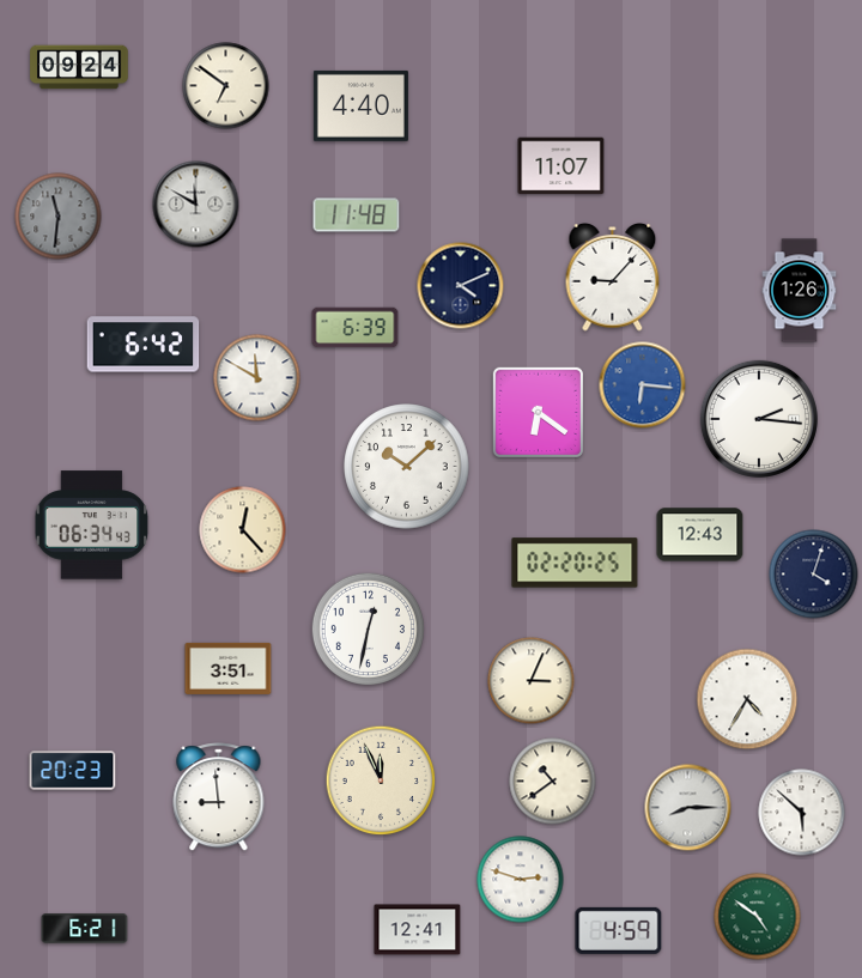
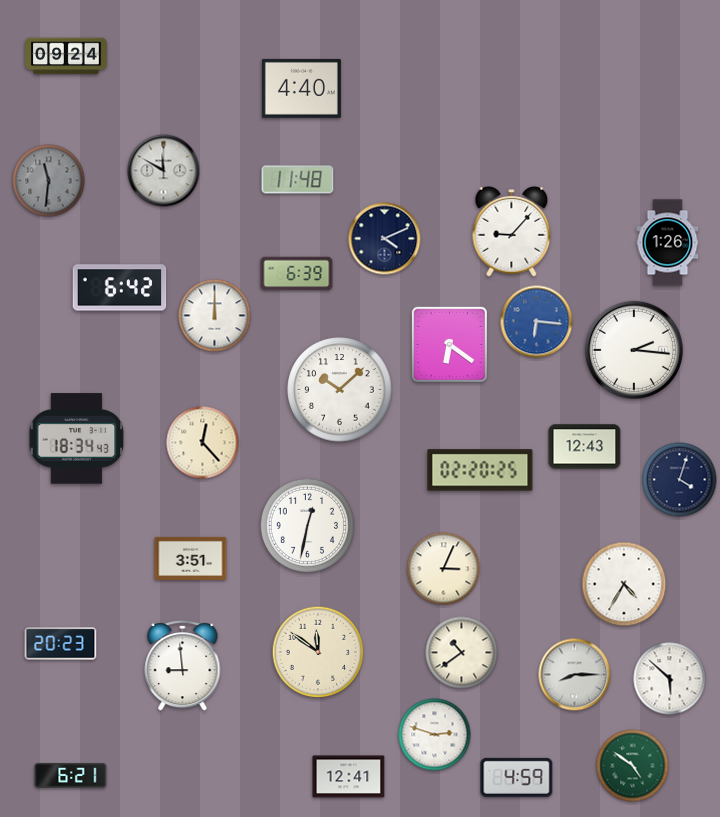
clock at (226, 86): 6:51 -> none
clock at (561, 166): 11:07 -> none
clock at (257, 378): 11:50 -> 12:00
clock at (92, 526): 06:34 -> 18:34
clock at (381, 780): 11:56 -> 11:51
